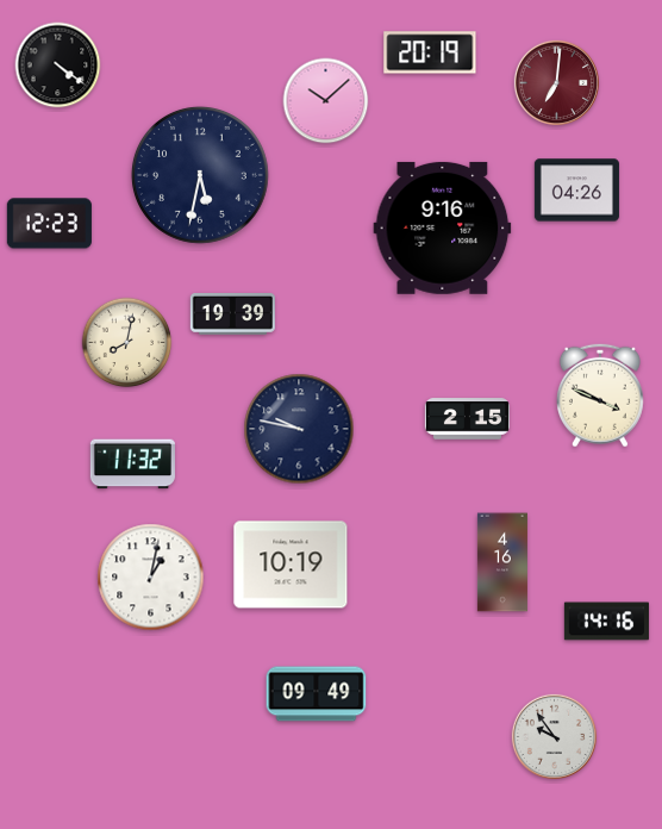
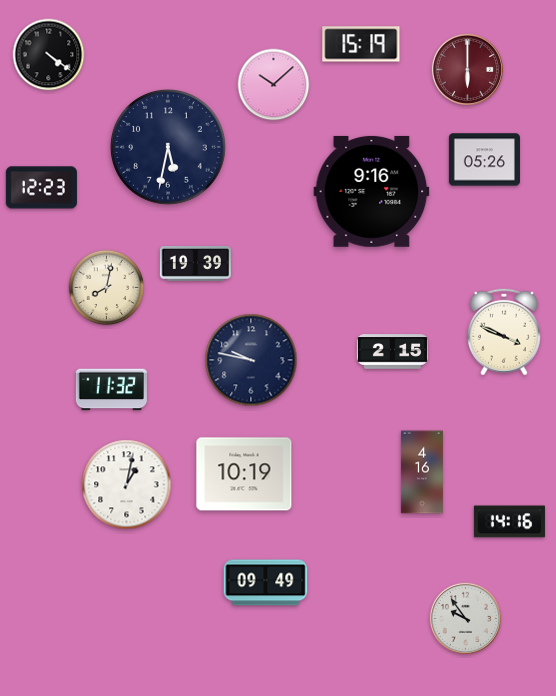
clock at (430, 52): 20:19 -> 15:19
clock at (556, 82): 7:01 -> 6:00
clock at (576, 191): 04:26 -> 05:26
